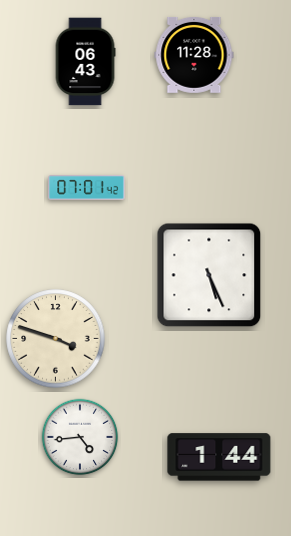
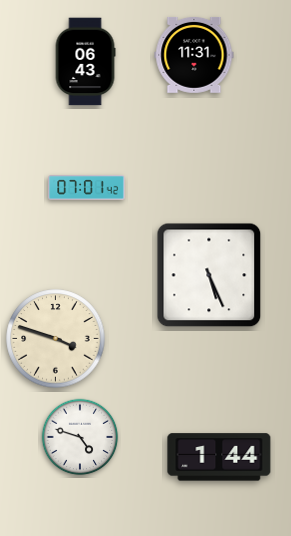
clock at (194, 55): 11:28 -> 11:31
clock at (80, 437): 4:44 -> 4:48
